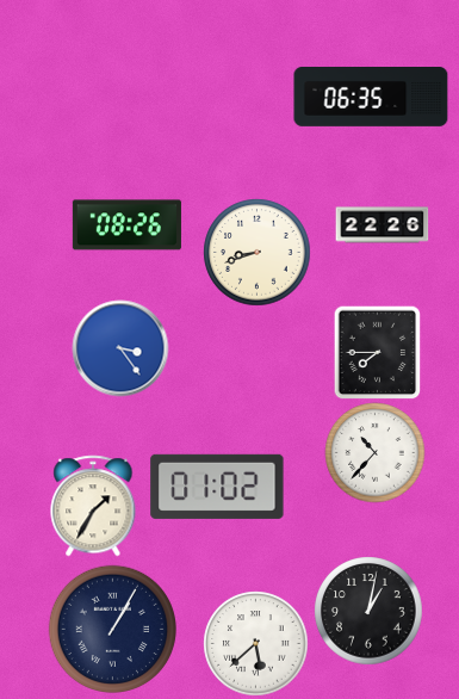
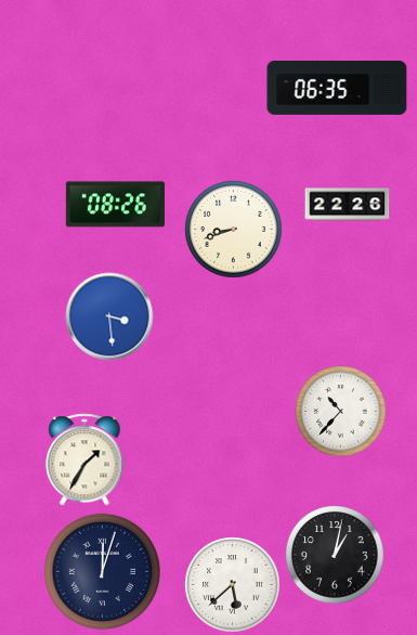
clock at (120, 348): 3:24 -> 3:29
clock at (378, 352): 7:45 -> none
clock at (217, 487): 01:02 -> none
clock at (112, 629): 1:05 -> 12:03
